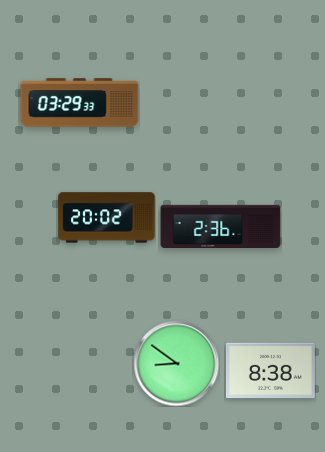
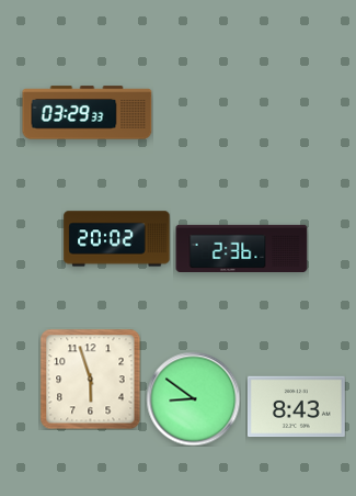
clock at (90, 379): none -> 5:57
clock at (271, 371): 8:38 -> 8:43
